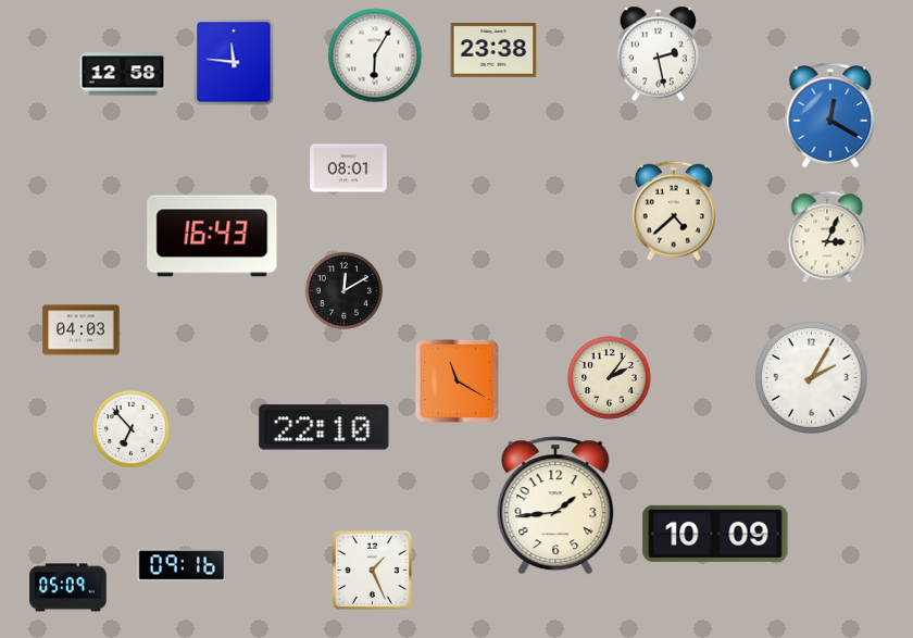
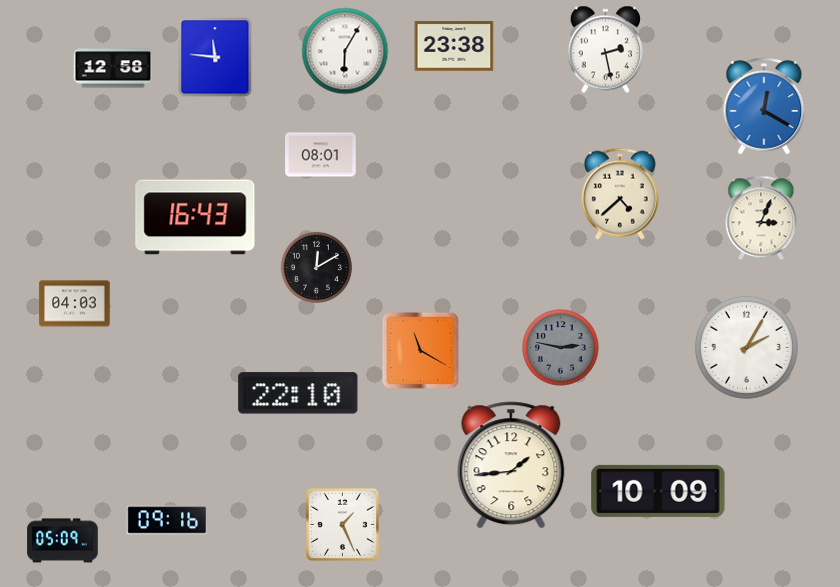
clock at (610, 378): 2:06 -> 2:47
clock at (610, 378) dial: cream -> grey
clock at (130, 428): 6:53 -> none
